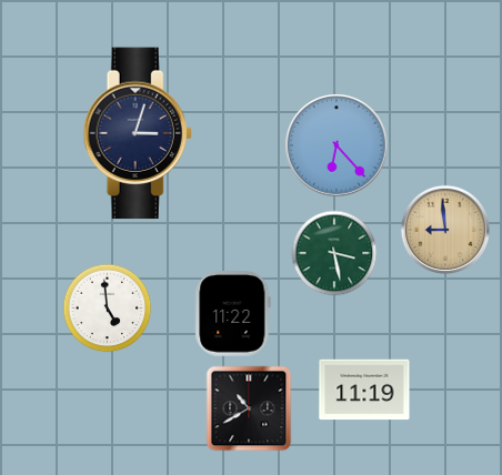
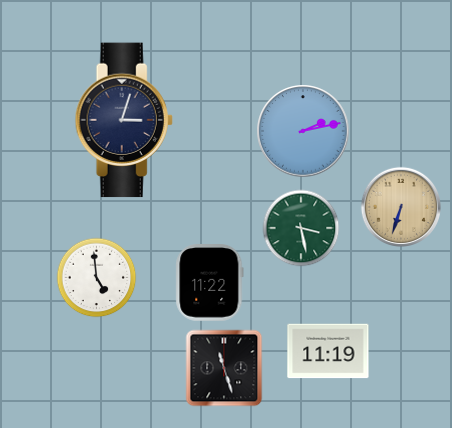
clock at (337, 145): 6:23 -> 2:13
clock at (444, 229): 8:59 -> 6:33
clock at (249, 408): 10:40 -> 11:27
